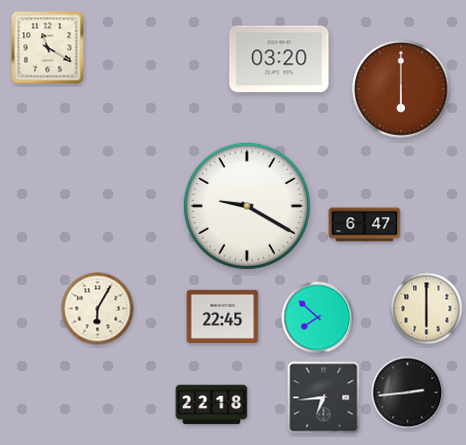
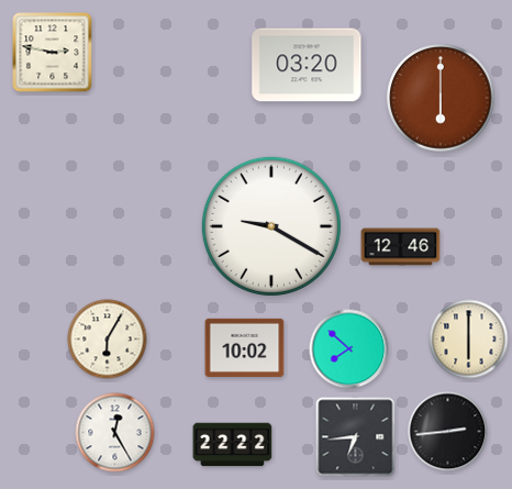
clock at (48, 48): 11:20 -> 2:47
clock at (365, 225): 6:47 -> 12:46
clock at (223, 316): 22:45 -> 10:02
clock at (115, 433): none -> 12:25
clock at (212, 405): 22:18 -> 22:22
